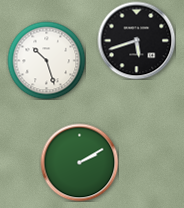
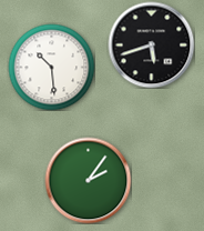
clock at (46, 60): 10:27 -> 10:29
clock at (79, 162): 2:10 -> 2:06
